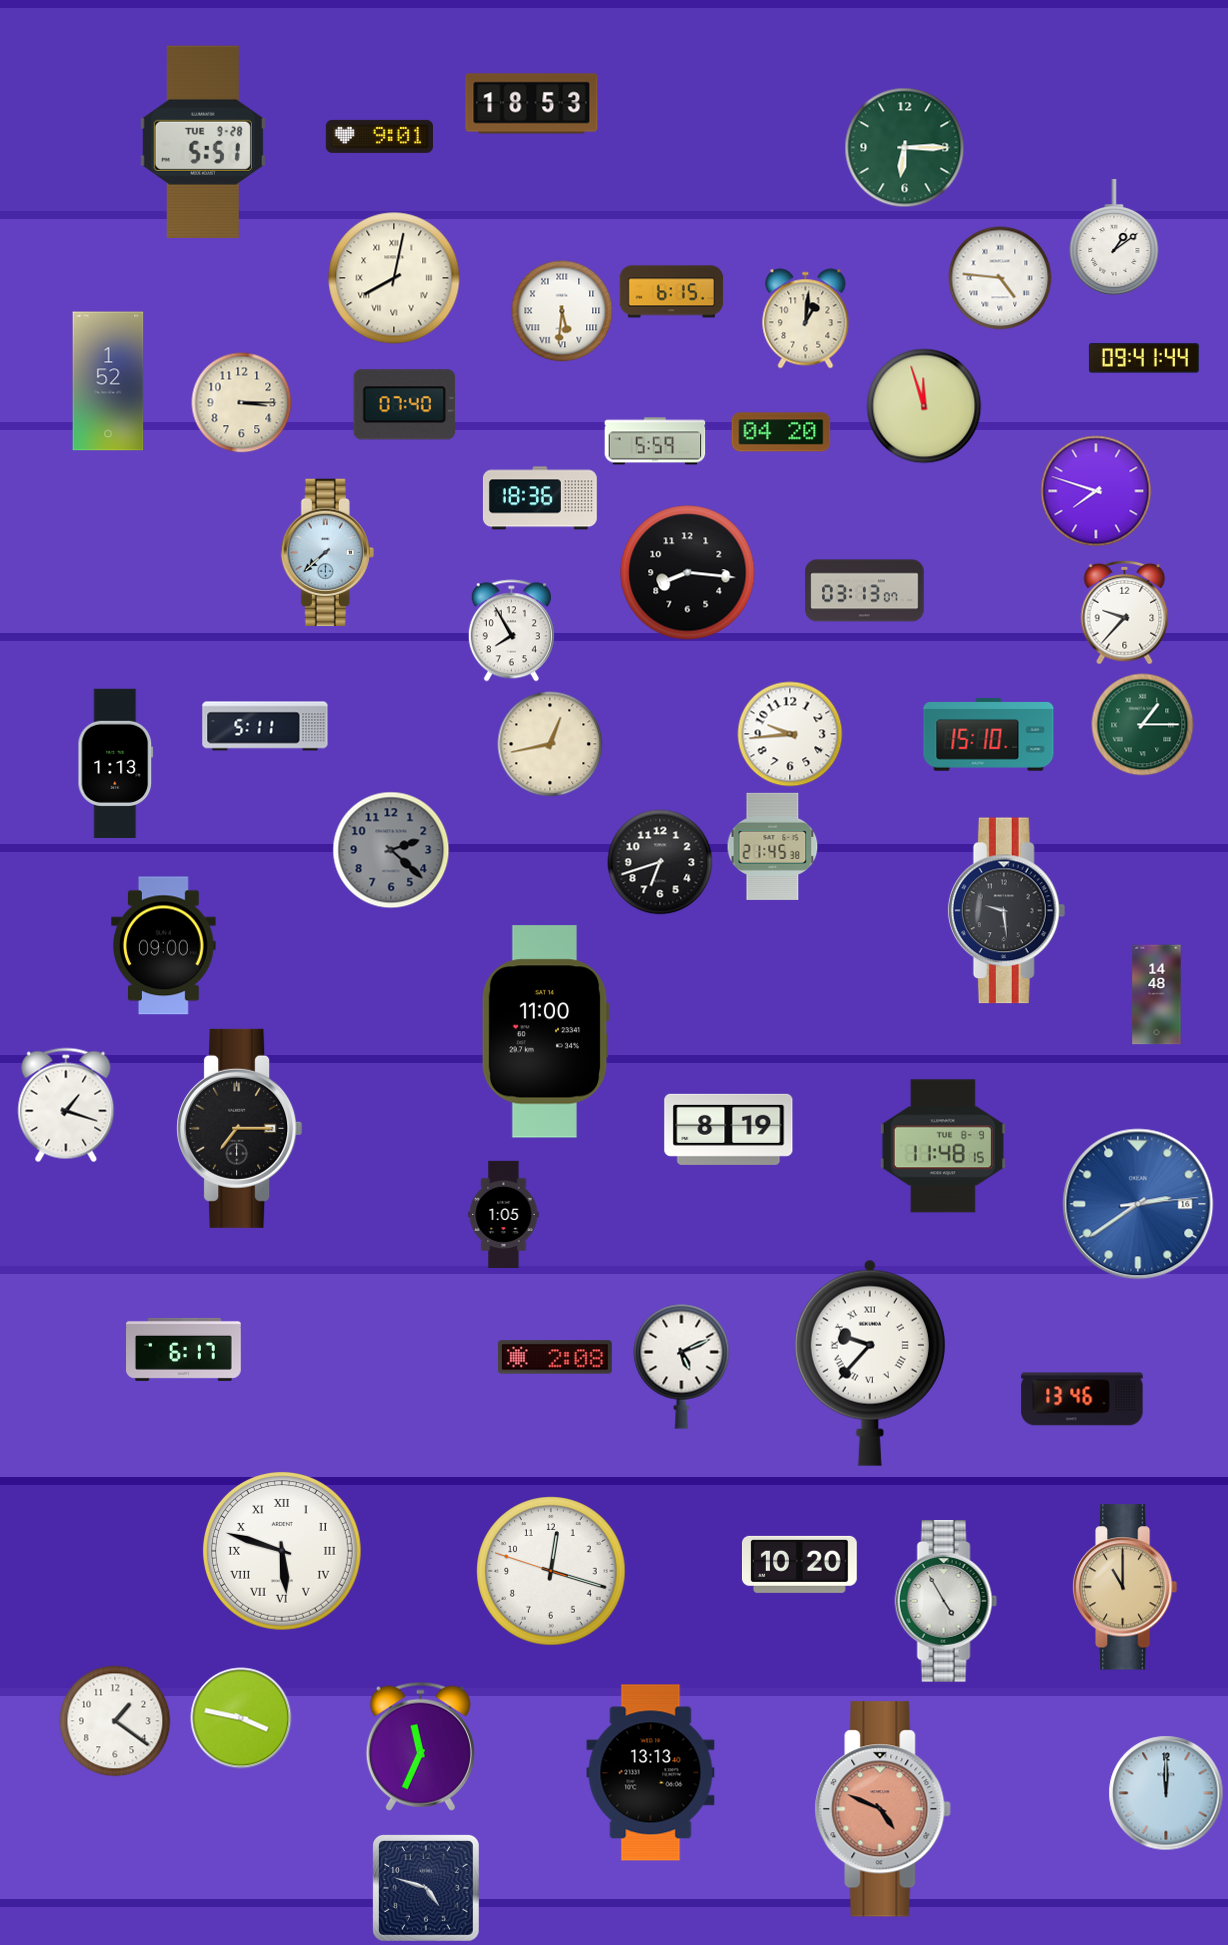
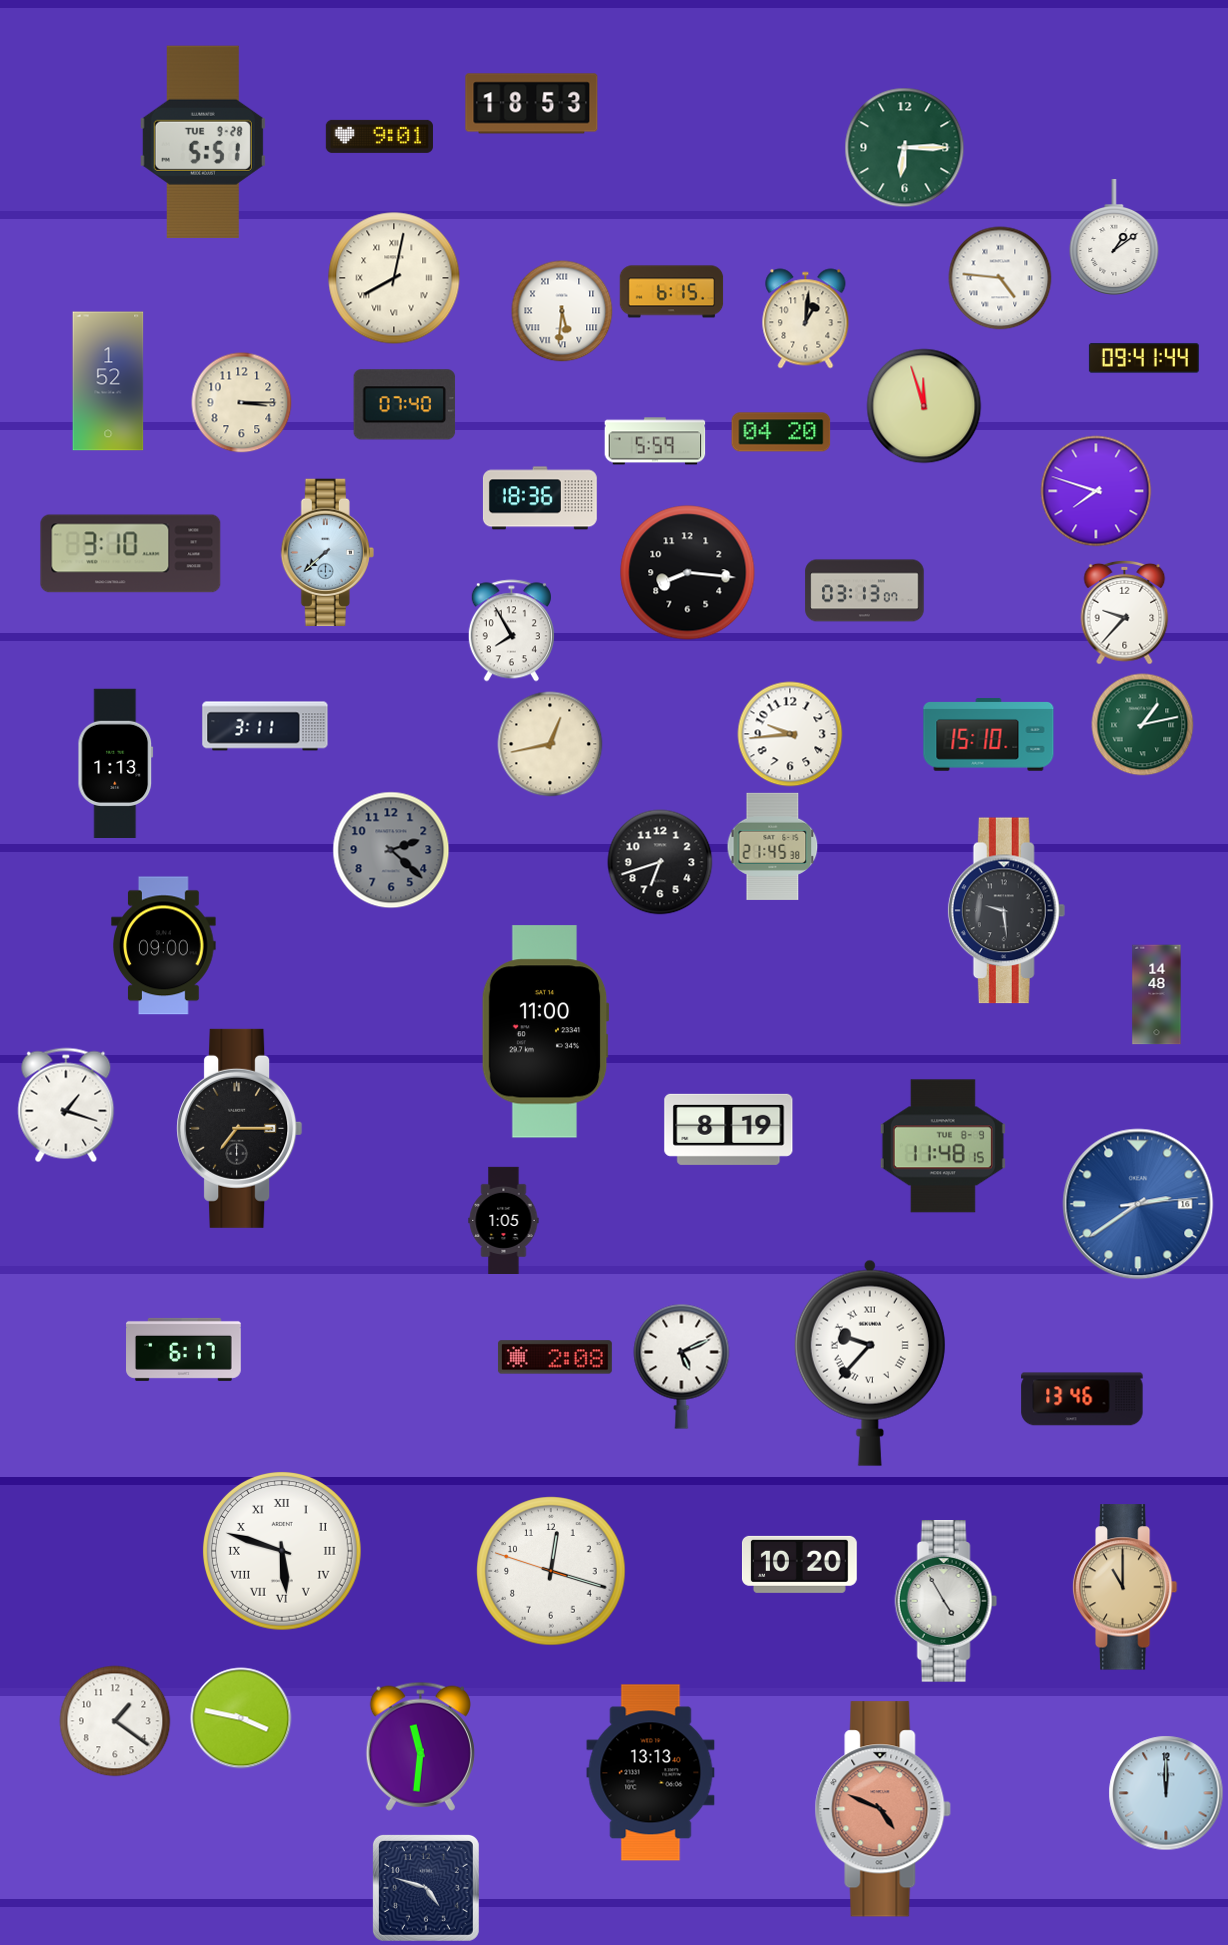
clock at (131, 554): none -> 3:10
clock at (1143, 725): 1:15 -> 1:13
clock at (265, 726): 5:11 -> 3:11
clock at (504, 1214) position: (504, 1214) -> (504, 1220)
clock at (420, 1746): 11:34 -> 11:31
